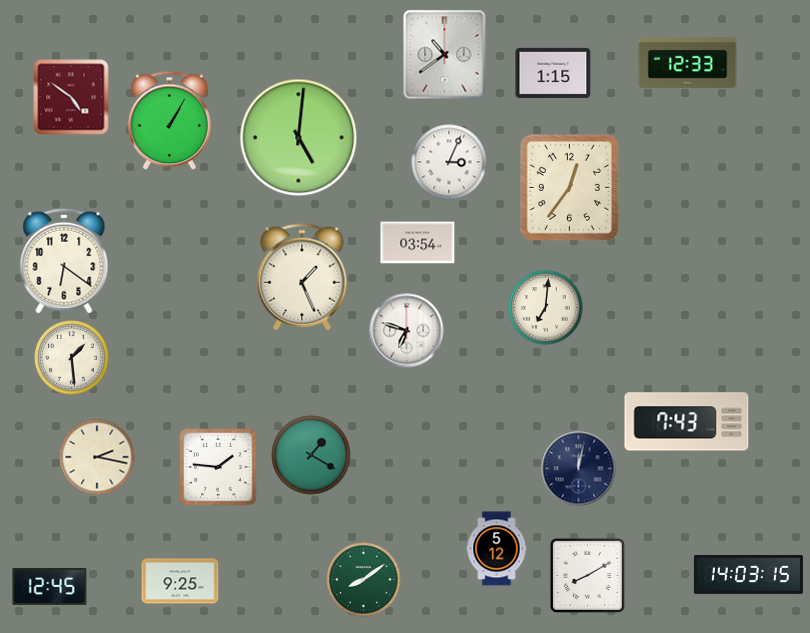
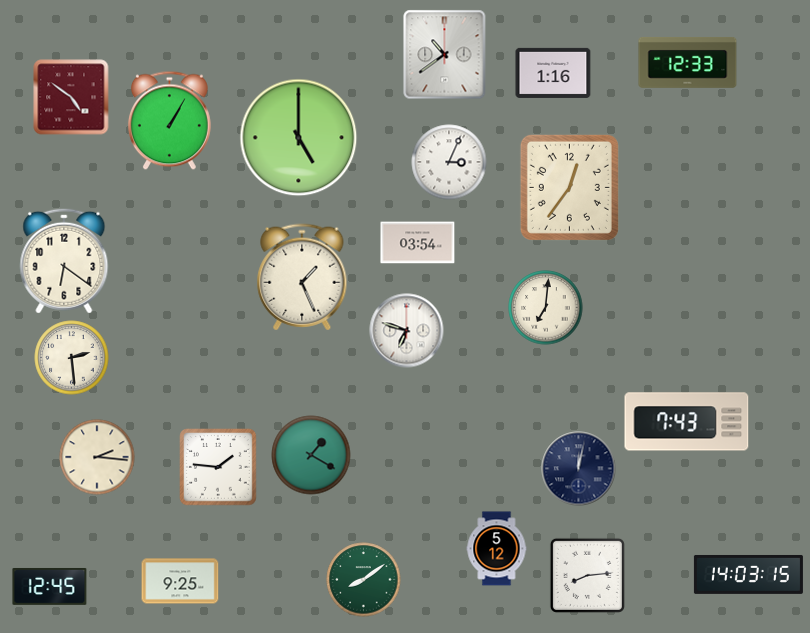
clock at (553, 73): 1:15 -> 1:16
clock at (299, 138): 5:01 -> 5:00
clock at (72, 358): 1:29 -> 2:29
clock at (97, 457): 2:17 -> 2:16
clock at (587, 575): 8:10 -> 8:14
